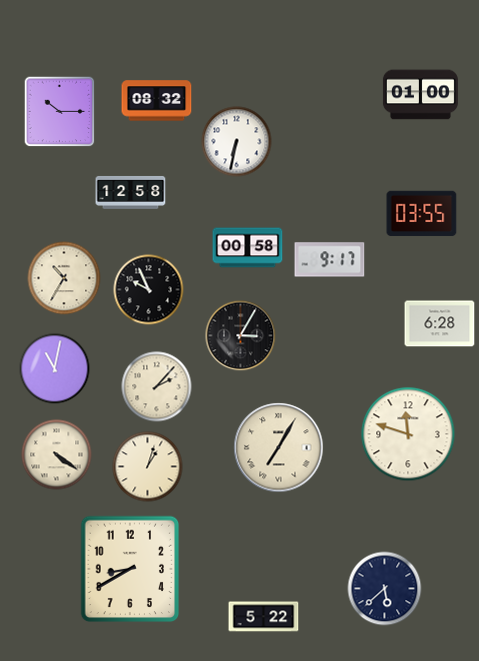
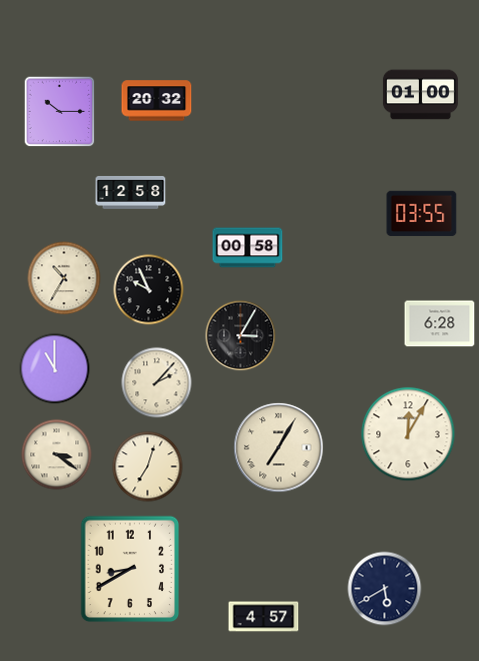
clock at (157, 101): 08:32 -> 20:32
clock at (237, 142): 6:32 -> none
clock at (330, 260): 9:17 -> none
clock at (55, 369): 11:02 -> 11:00
clock at (157, 387) position: (157, 387) -> (157, 383)
clock at (408, 434): 11:48 -> 12:05
clock at (57, 455): 4:21 -> 3:21
clock at (148, 467): 1:03 -> 7:03
clock at (385, 589): 5:38 -> 5:40
clock at (264, 617): 5:22 -> 4:57
